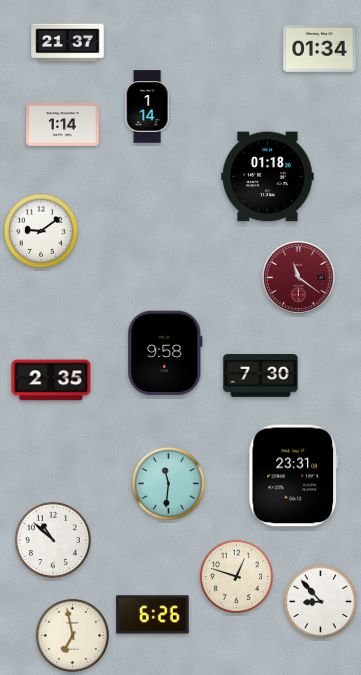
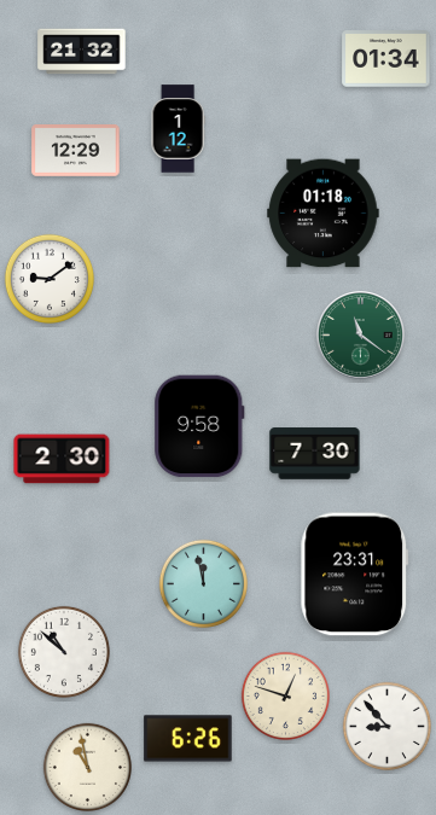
clock at (68, 43): 21:37 -> 21:32
clock at (147, 107): 1:14 -> 1:12
clock at (63, 125): 1:14 -> 12:29
clock at (299, 278) dial: burgundy -> green
clock at (51, 380): 2:35 -> 2:30
clock at (168, 483): 11:31 -> 11:58
clock at (153, 615) position: (153, 615) -> (188, 739)
clock at (72, 635): 6:58 -> 10:58
